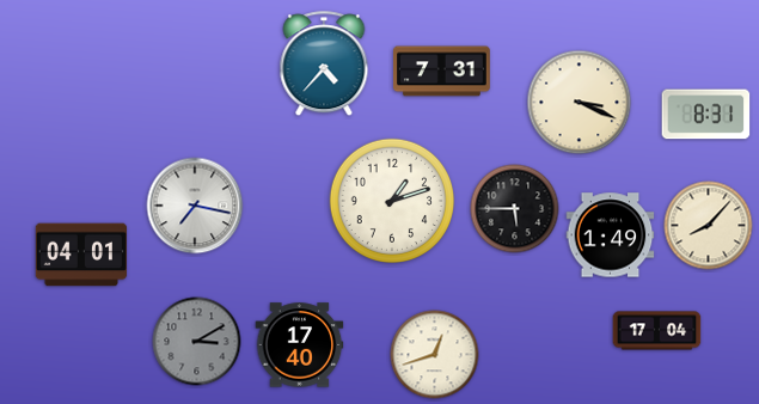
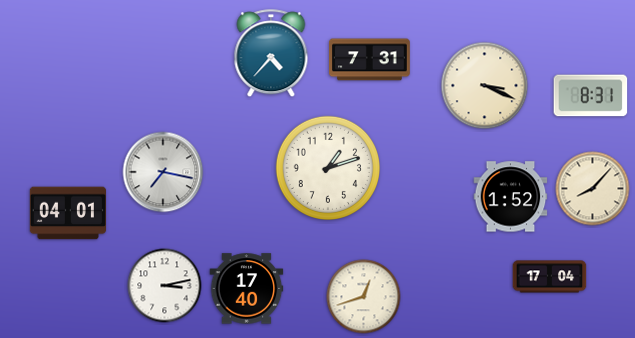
clock at (515, 209): 5:45 -> none
clock at (611, 235): 1:49 -> 1:52
clock at (197, 342): 3:10 -> 3:13
clock at (197, 342) dial: grey -> white
clock at (300, 345) position: (300, 345) -> (247, 289)
